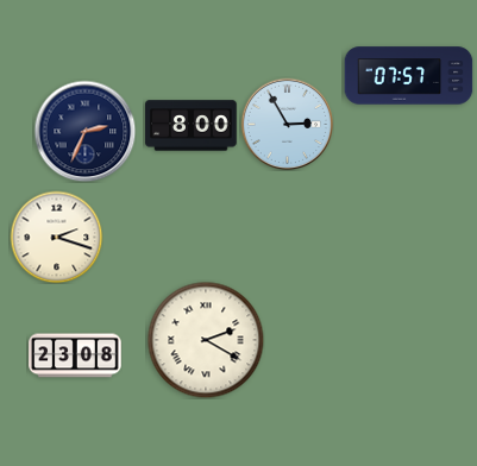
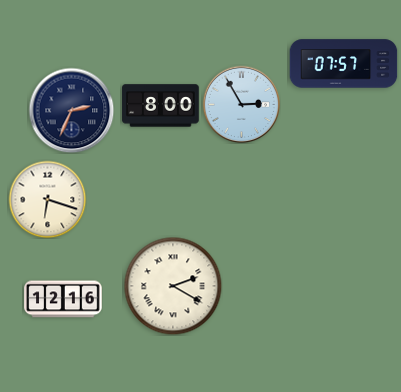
clock at (56, 237): 2:18 -> 6:18
clock at (75, 355): 23:08 -> 12:16
